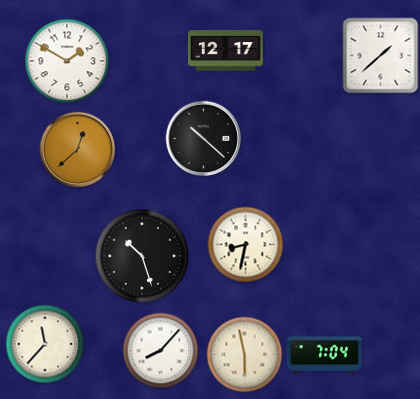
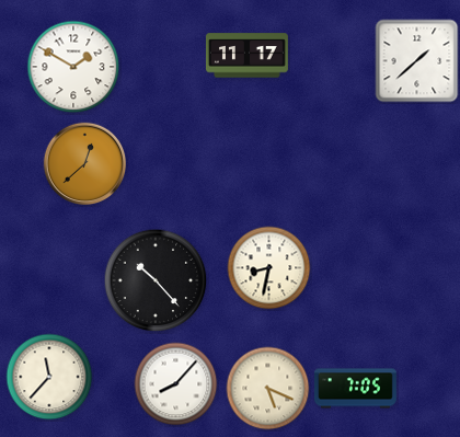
clock at (225, 51): 12:17 -> 11:17
clock at (204, 139): 10:22 -> none
clock at (142, 256): 10:27 -> 10:23
clock at (245, 355): 5:58 -> 5:19
clock at (324, 355): 7:04 -> 7:05
